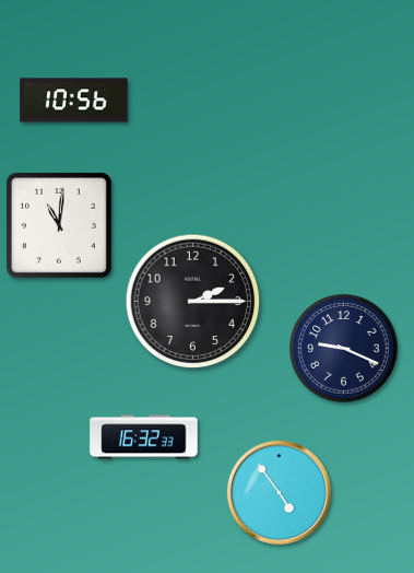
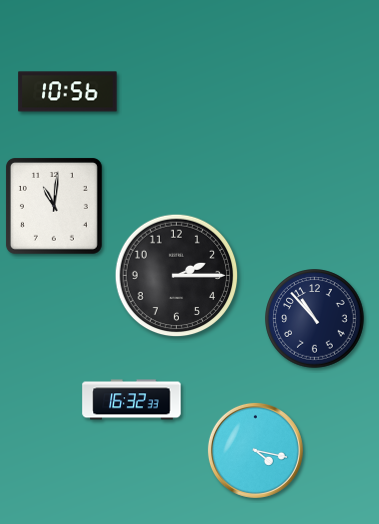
clock at (344, 349): 9:19 -> 10:53
clock at (279, 492): 4:54 -> 4:17
